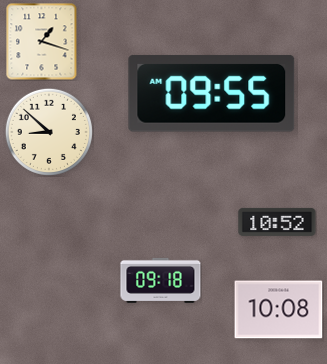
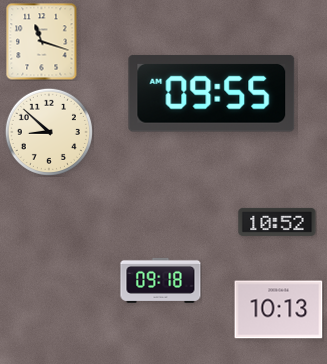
clock at (42, 41): 1:18 -> 11:18
clock at (279, 310): 10:08 -> 10:13
